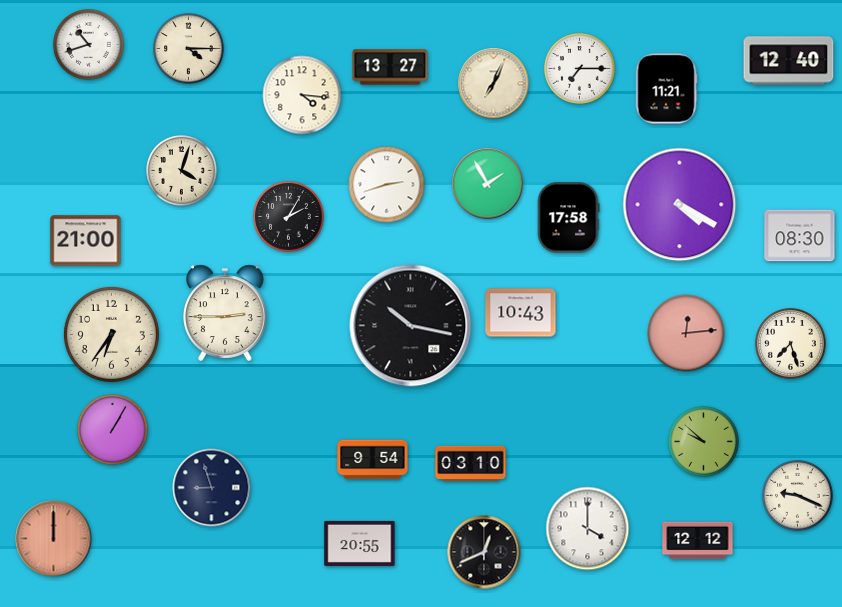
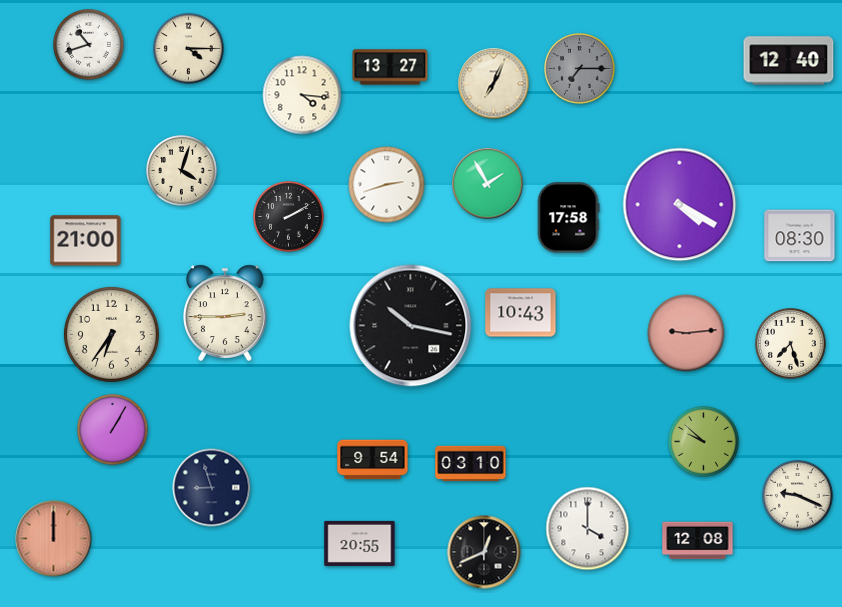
clock at (580, 69) dial: white -> grey
clock at (666, 89): 11:21 -> none
clock at (289, 217): 2:05 -> 2:10
clock at (686, 333): 12:14 -> 9:14
clock at (698, 541): 12:12 -> 12:08
